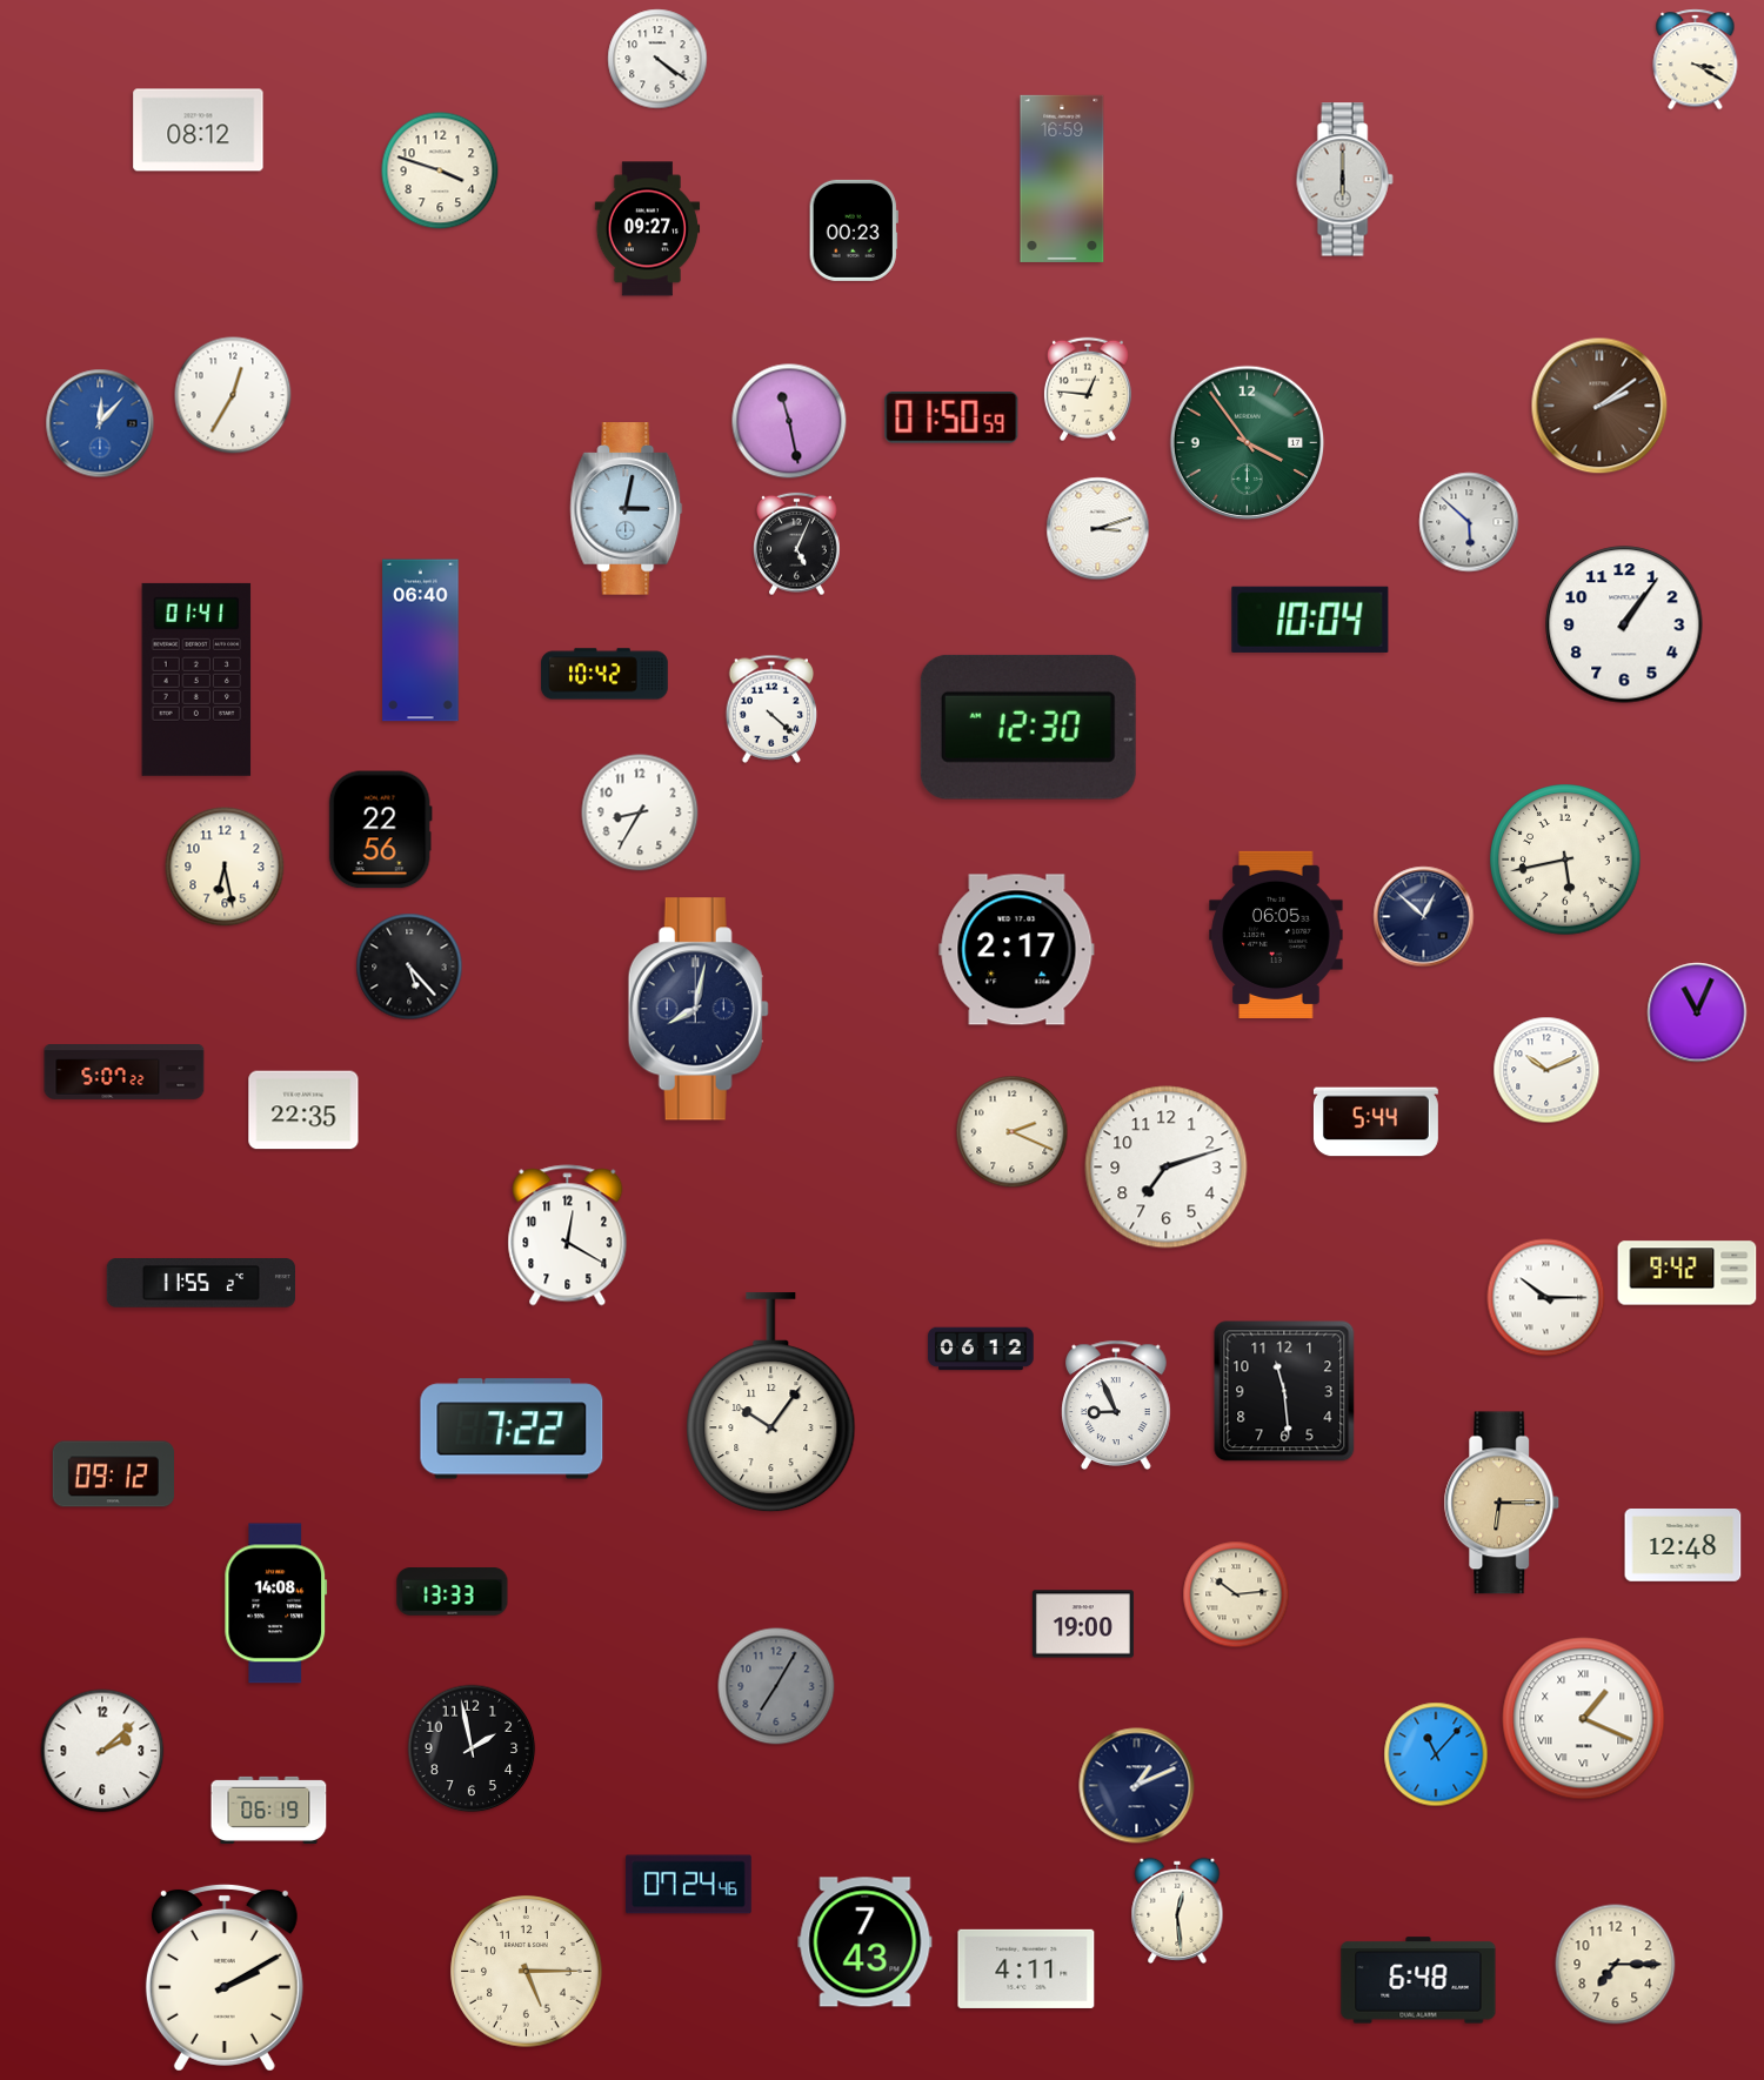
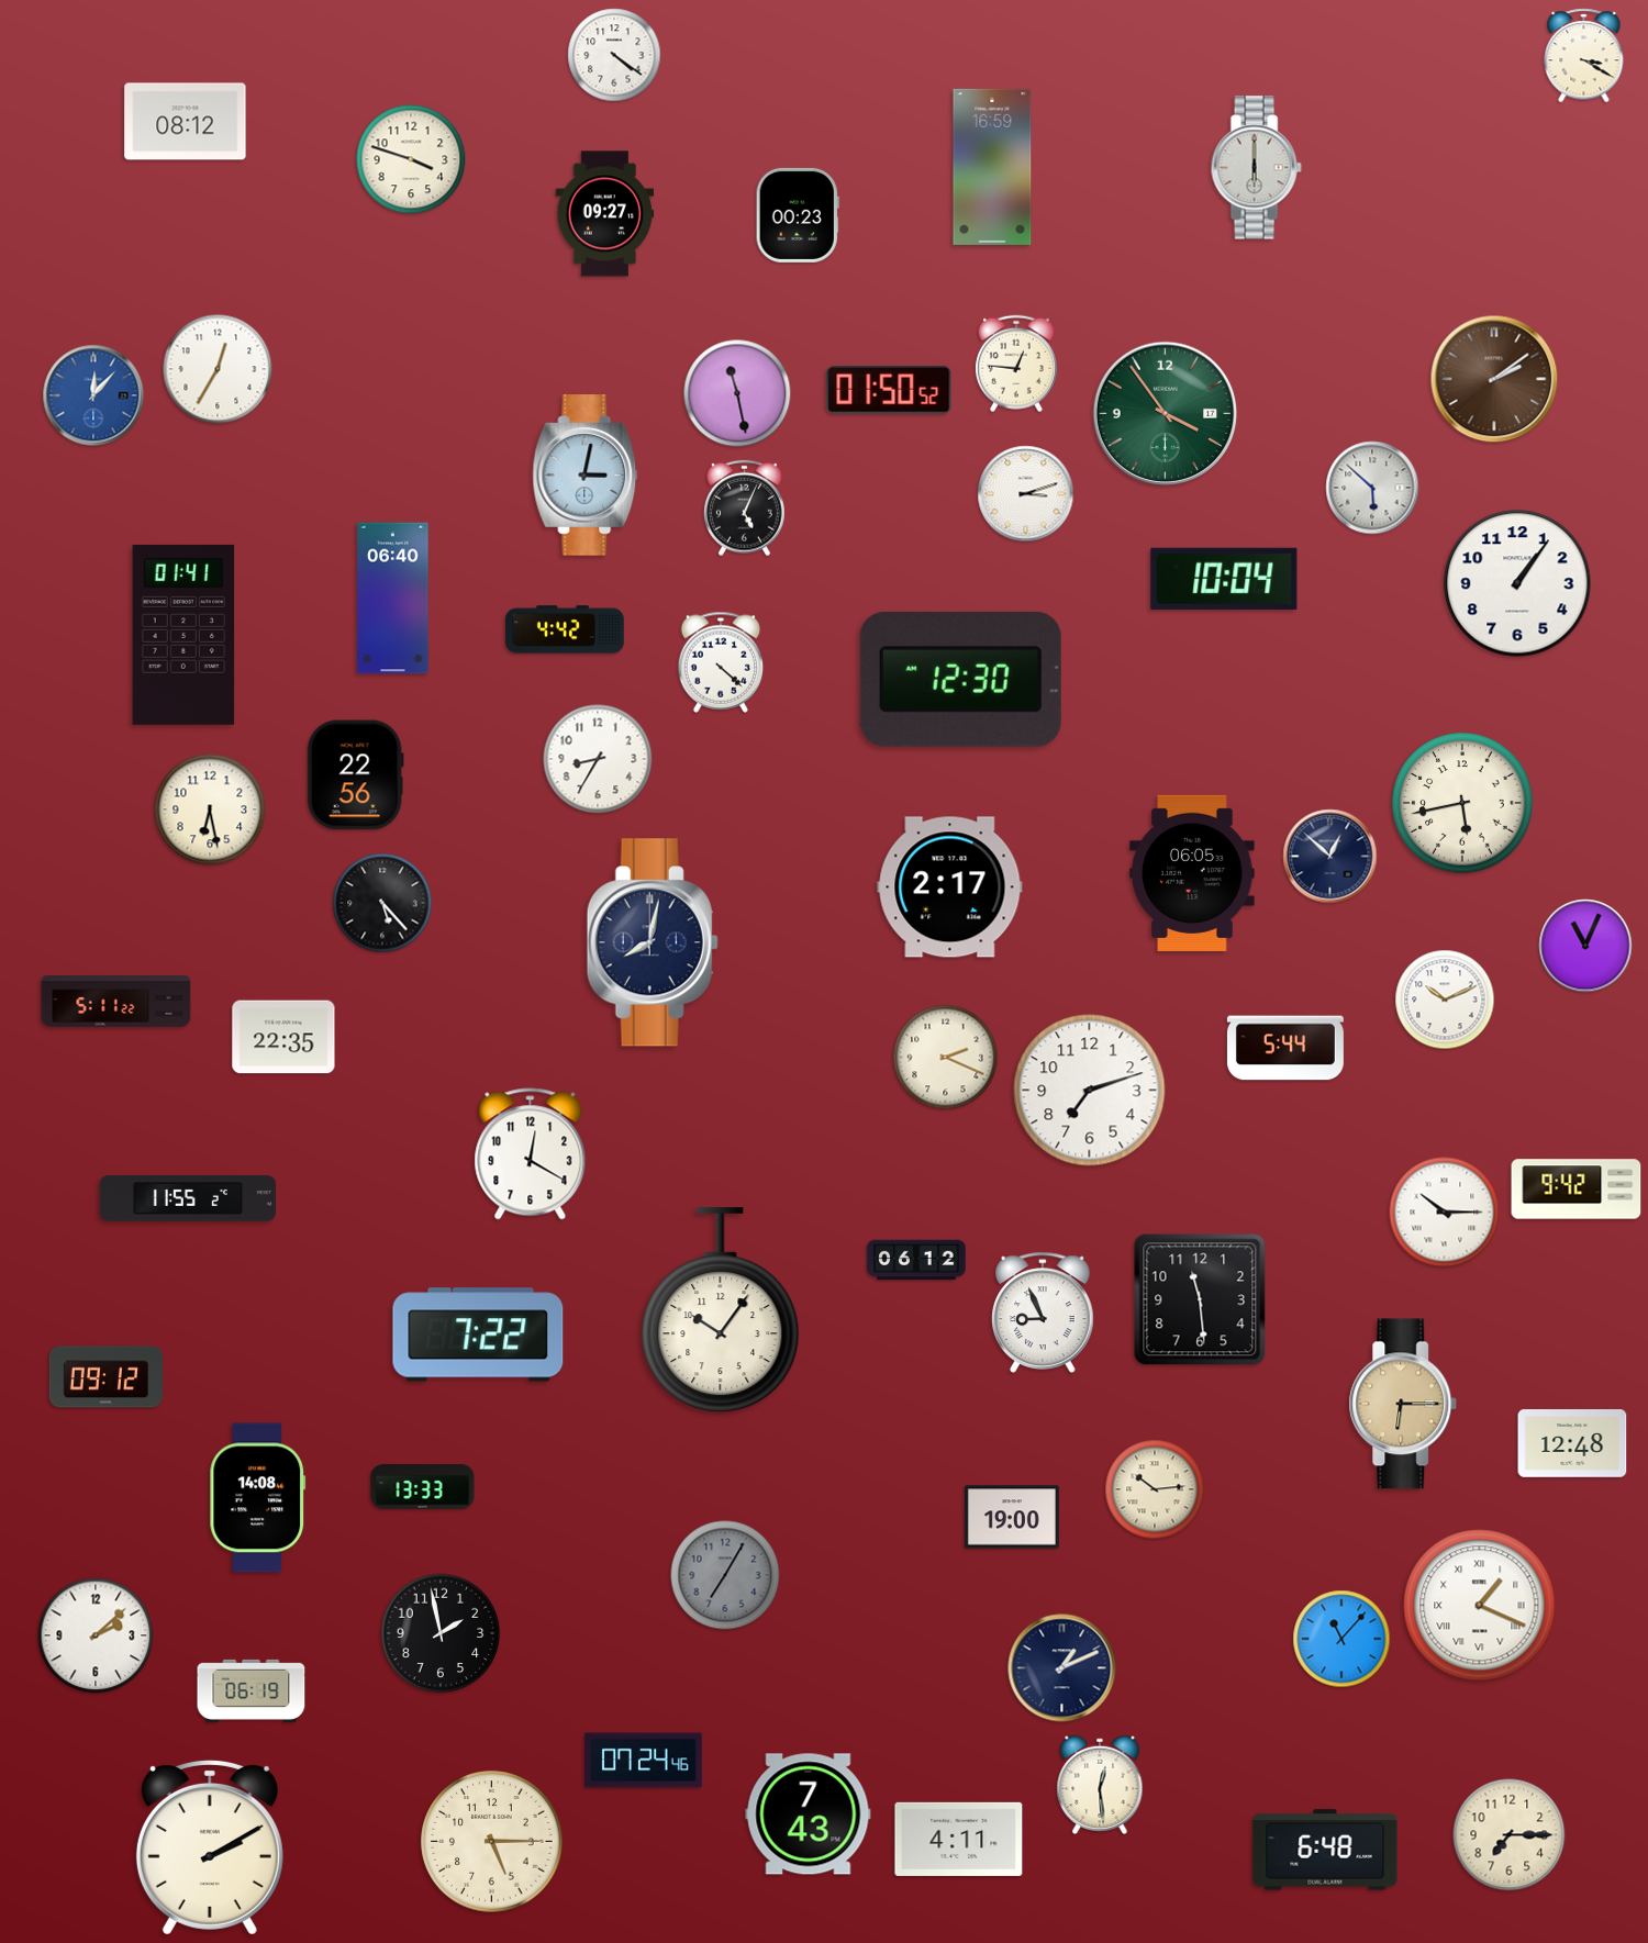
clock at (951, 417): 01:50:59 -> 01:50:52
clock at (604, 674): 10:42 -> 4:42
clock at (125, 1072): 5:07 -> 5:11
